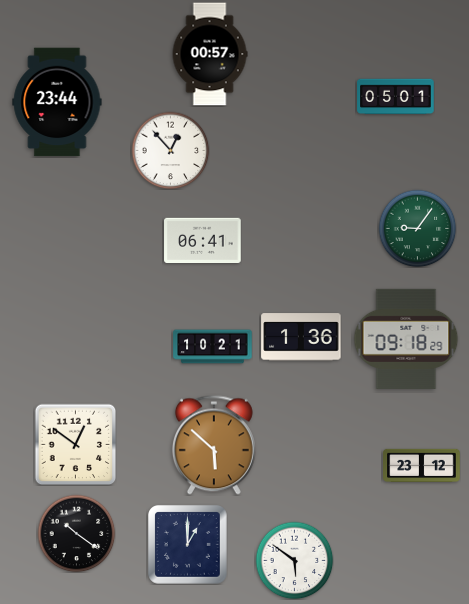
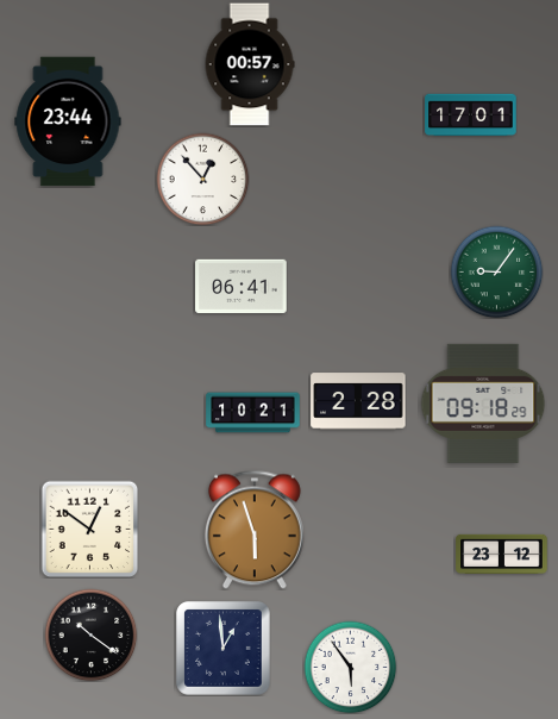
clock at (396, 97): 05:01 -> 17:01
clock at (301, 337): 1:36 -> 2:28
clock at (214, 445): 5:52 -> 5:57
clock at (188, 545): 1:00 -> 12:59
clock at (294, 560): 5:51 -> 5:54
